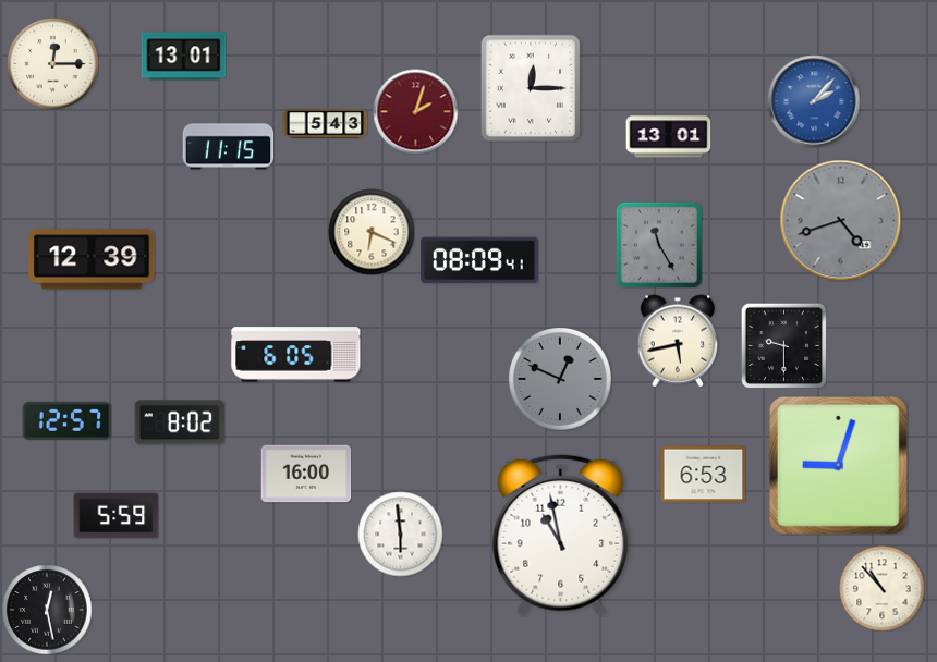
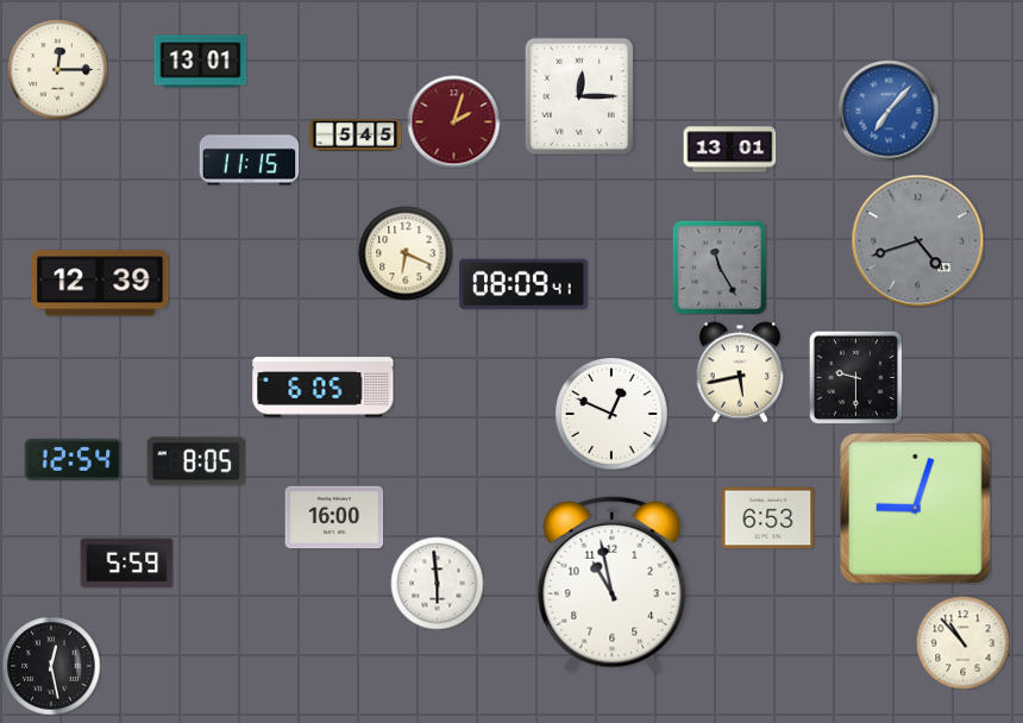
clock at (814, 101): 2:07 -> 7:07
clock at (325, 124): 5:43 -> 5:45
clock at (560, 379) dial: grey -> white
clock at (66, 420): 12:57 -> 12:54
clock at (180, 422): 8:02 -> 8:05
